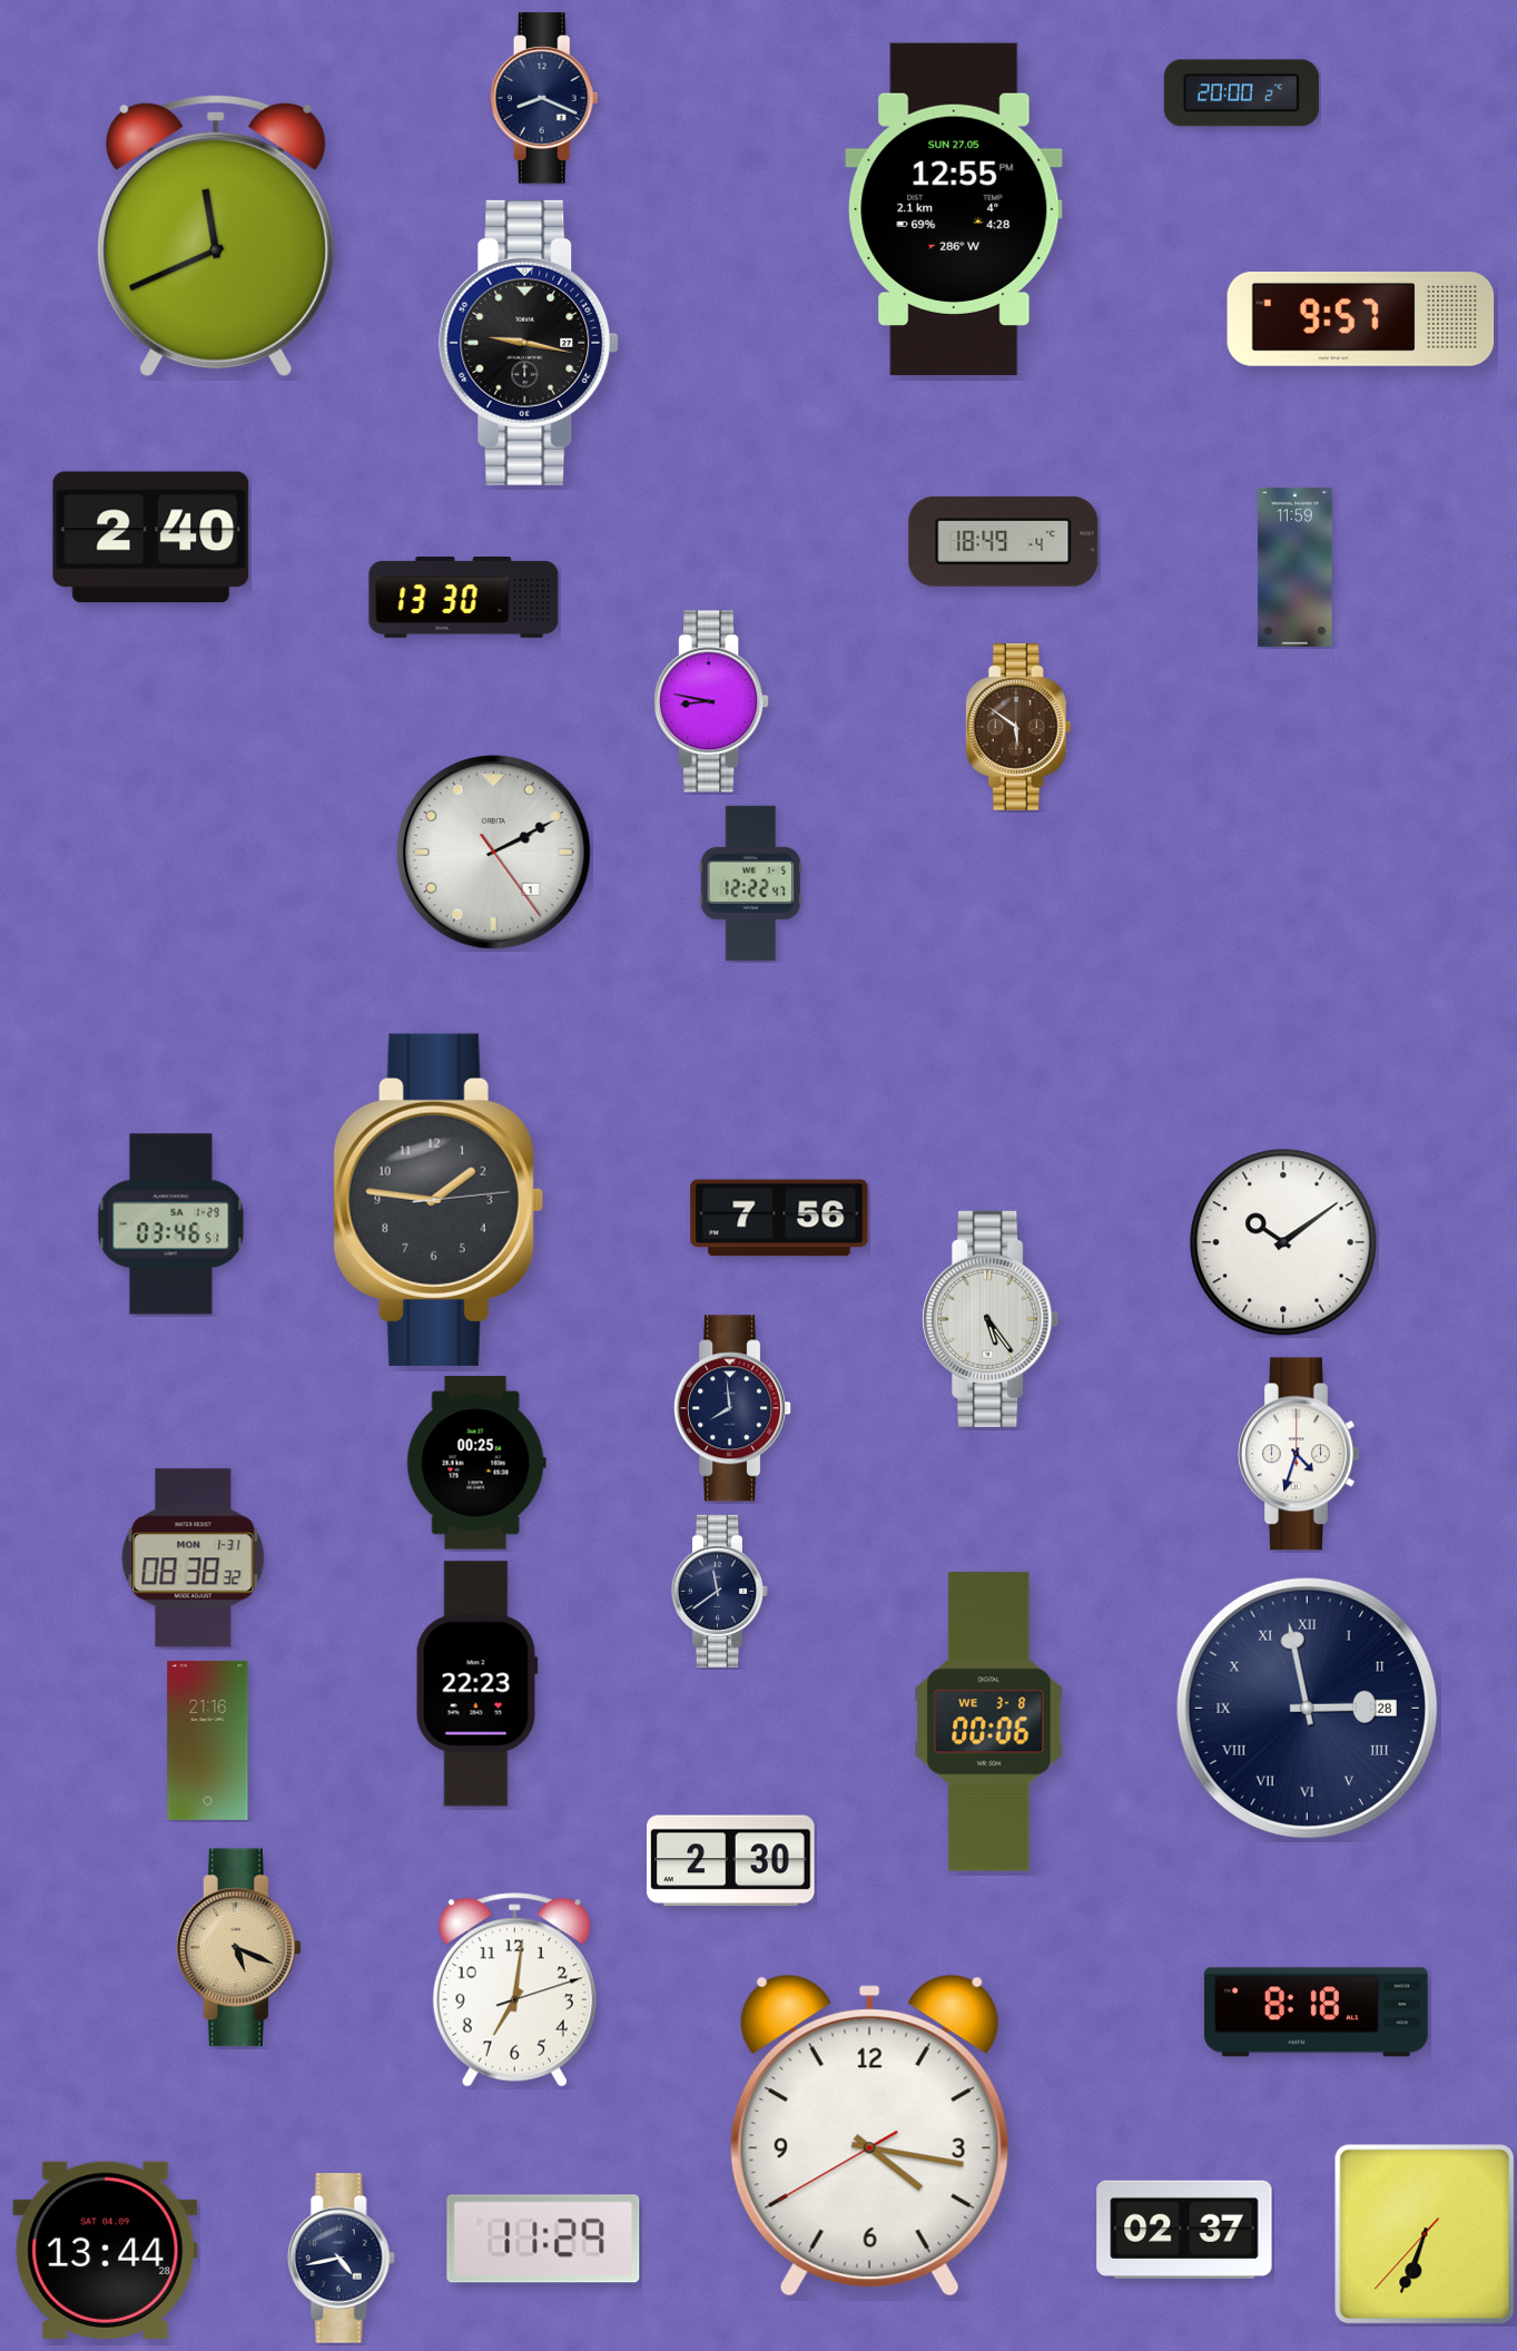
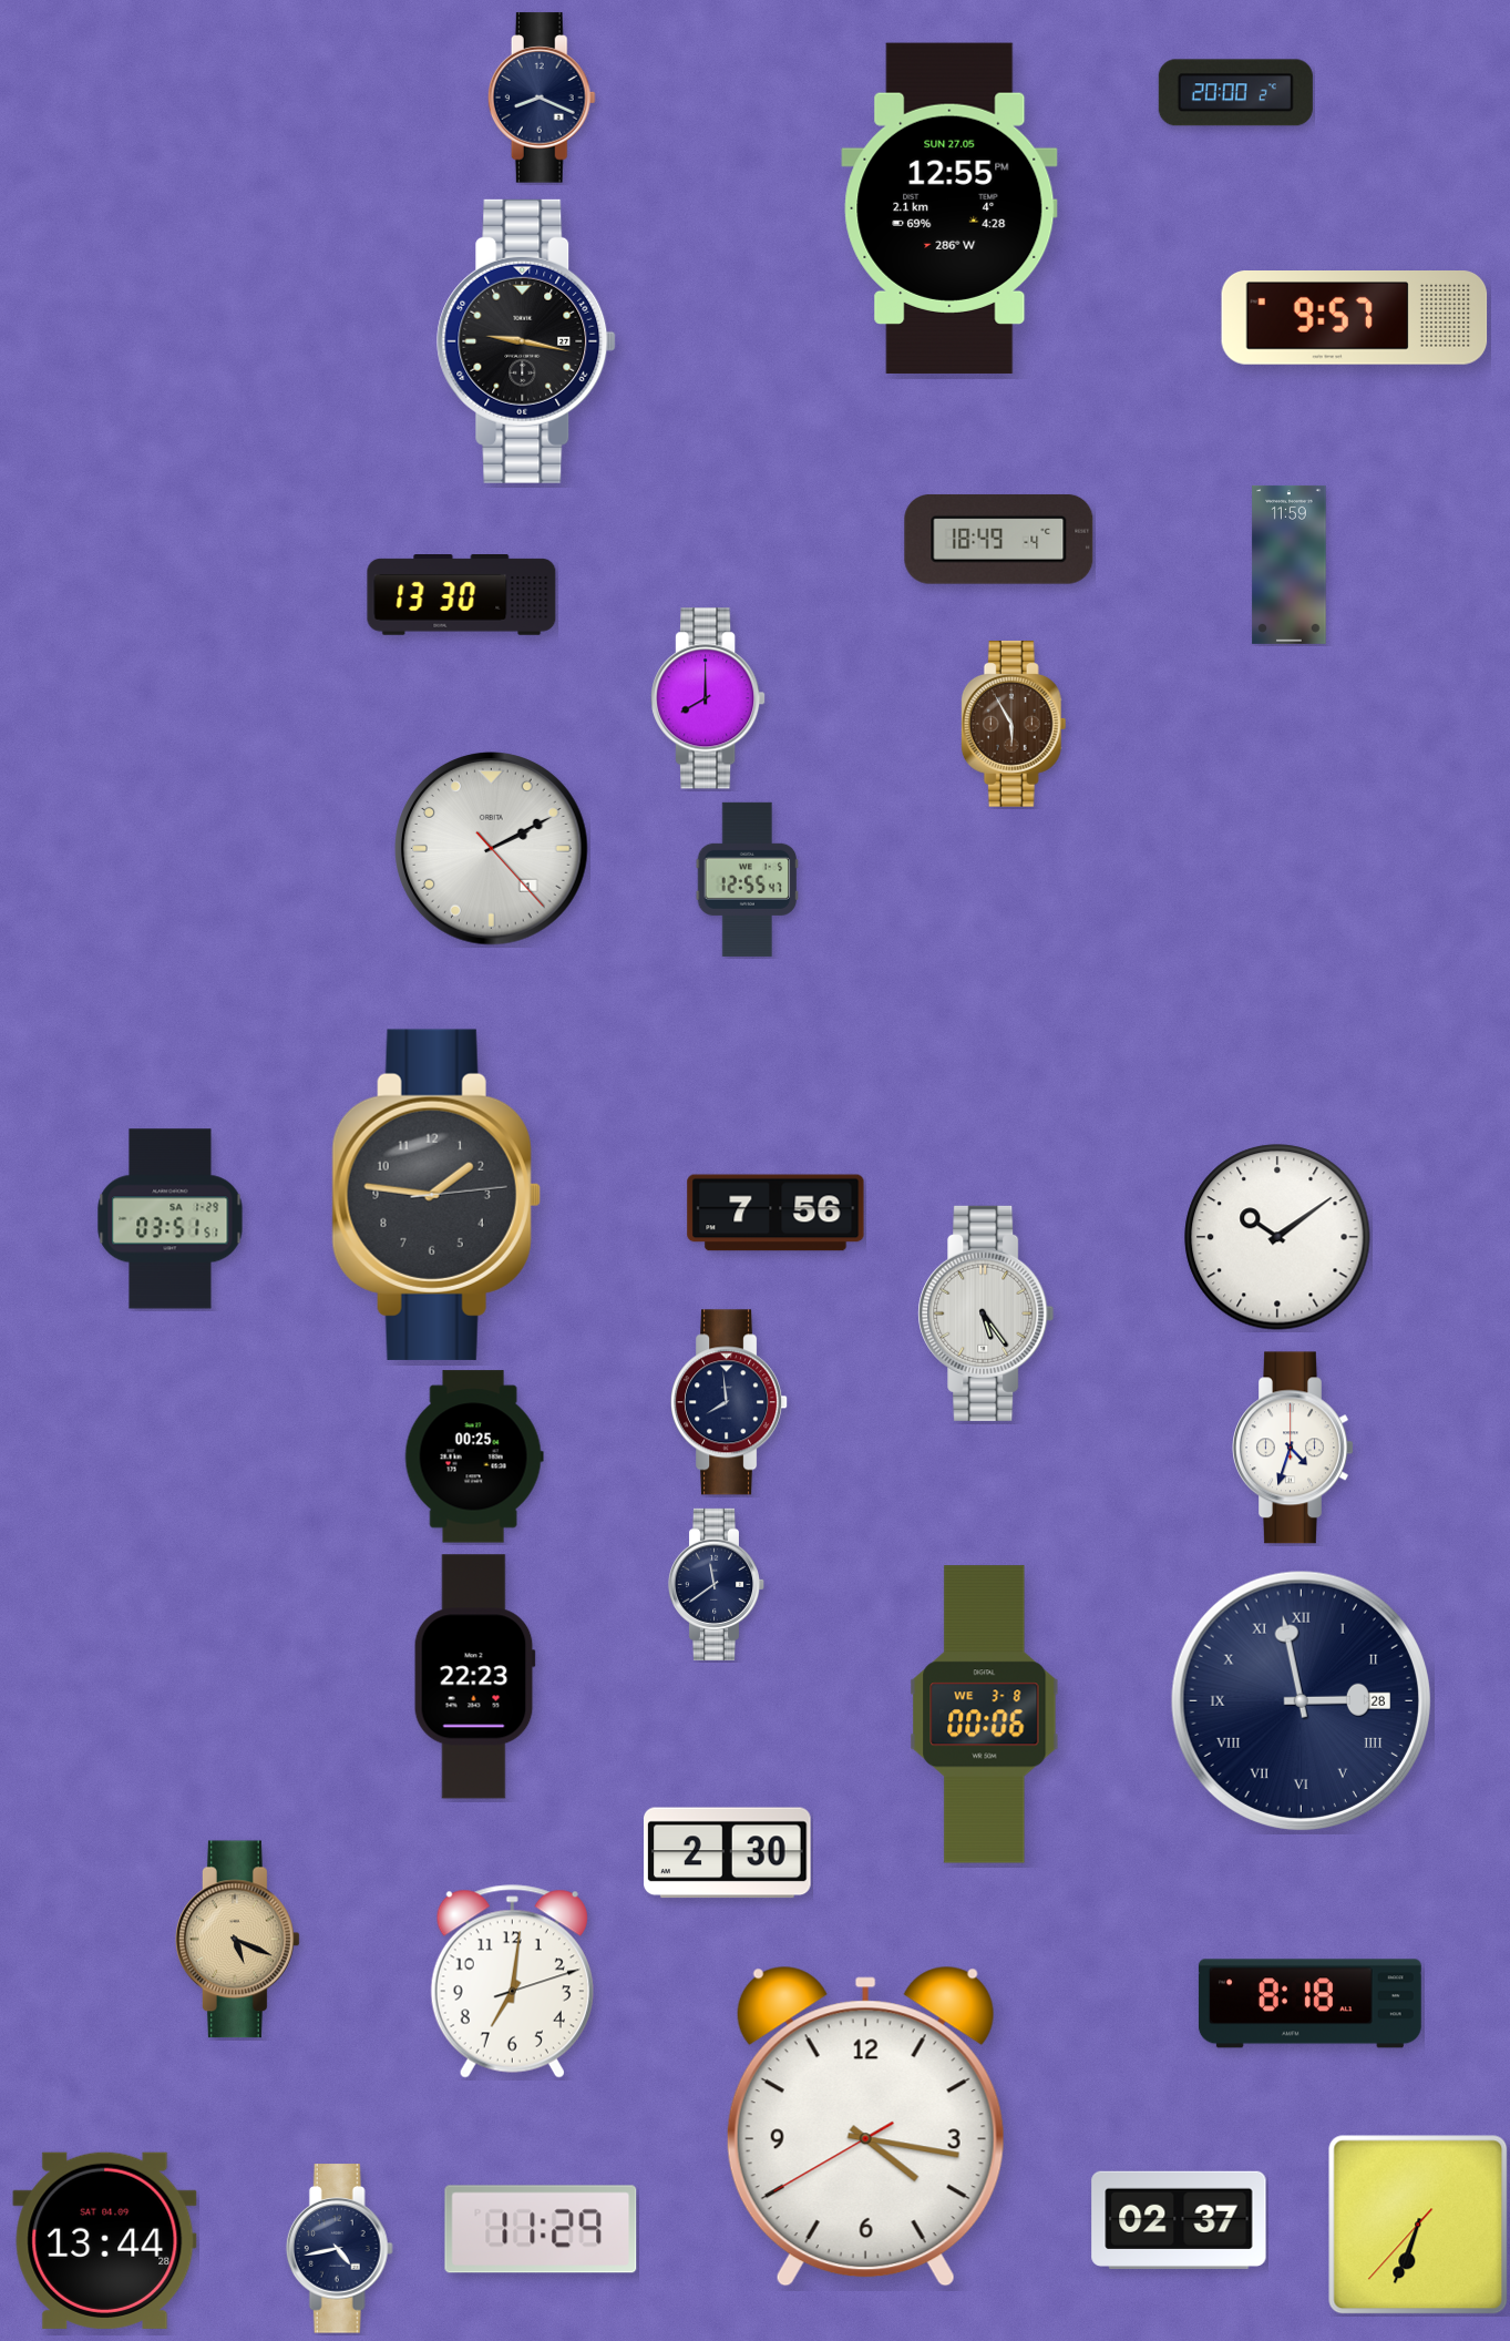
clock at (216, 235): 11:41 -> none
clock at (151, 538): 2:40 -> none
clock at (711, 701): 8:47 -> 8:00
clock at (1018, 727): 5:51 -> 5:55
clock at (494, 853): 2:10:24 -> 2:10:23
clock at (751, 883): 12:22 -> 12:55
clock at (171, 1224): 03:46 -> 03:51
clock at (194, 1558): 08:38 -> none
clock at (208, 1740): 21:16 -> none
